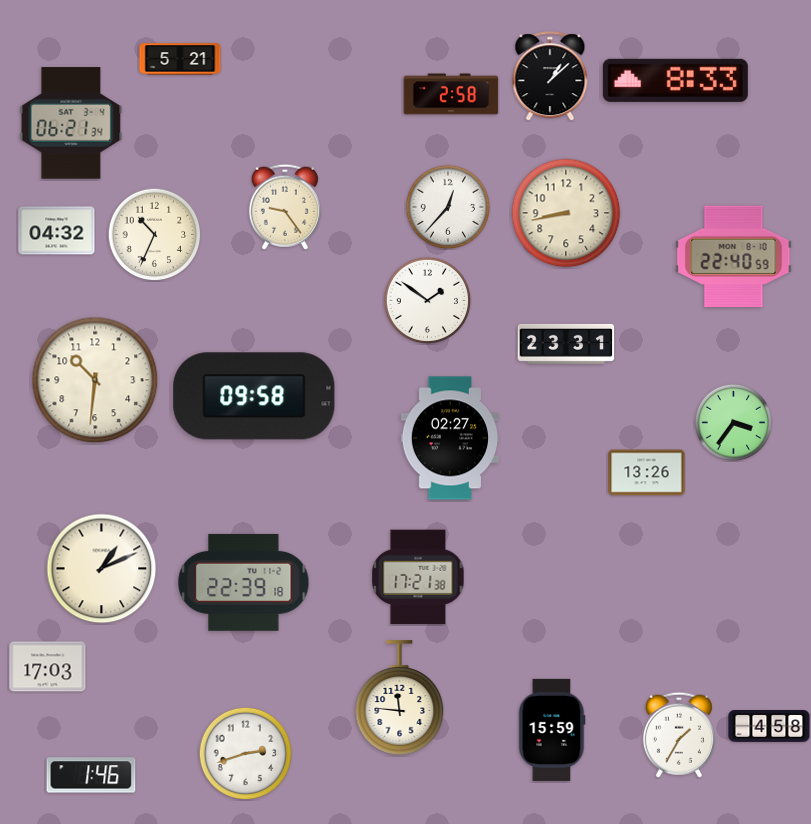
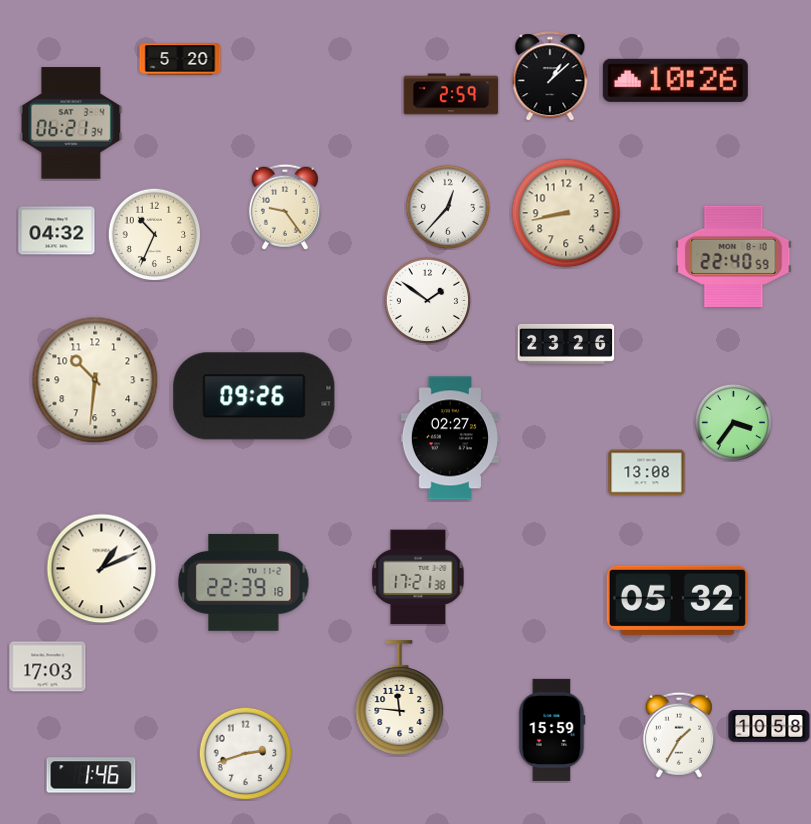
clock at (180, 59): 5:21 -> 5:20
clock at (675, 80): 8:33 -> 10:26
clock at (451, 94): 2:58 -> 2:59
clock at (566, 344): 23:31 -> 23:26
clock at (254, 396): 09:58 -> 09:26
clock at (647, 473): 13:26 -> 13:08
clock at (677, 600): none -> 05:32
clock at (769, 727): 4:58 -> 10:58
